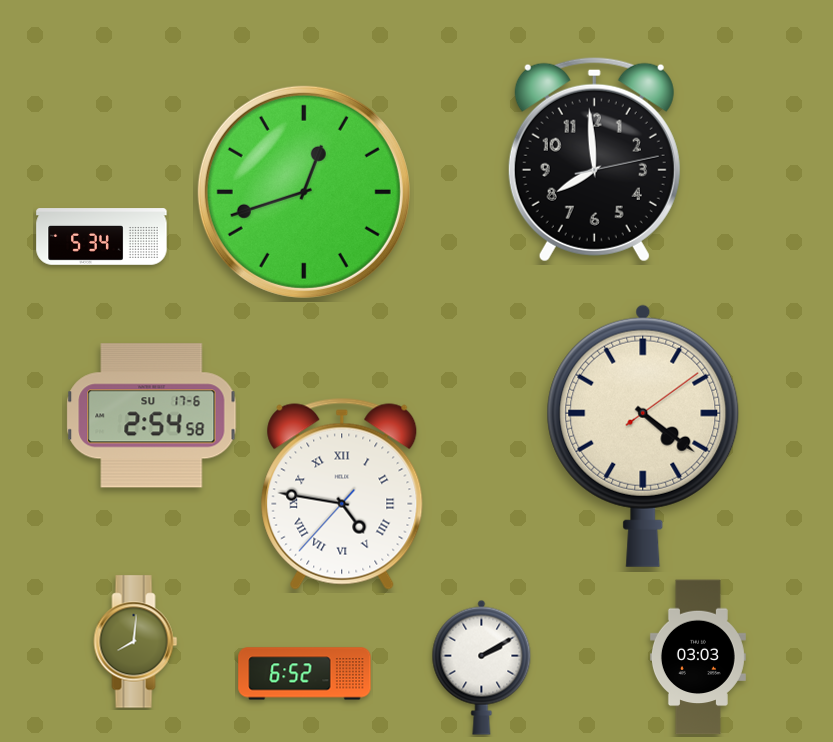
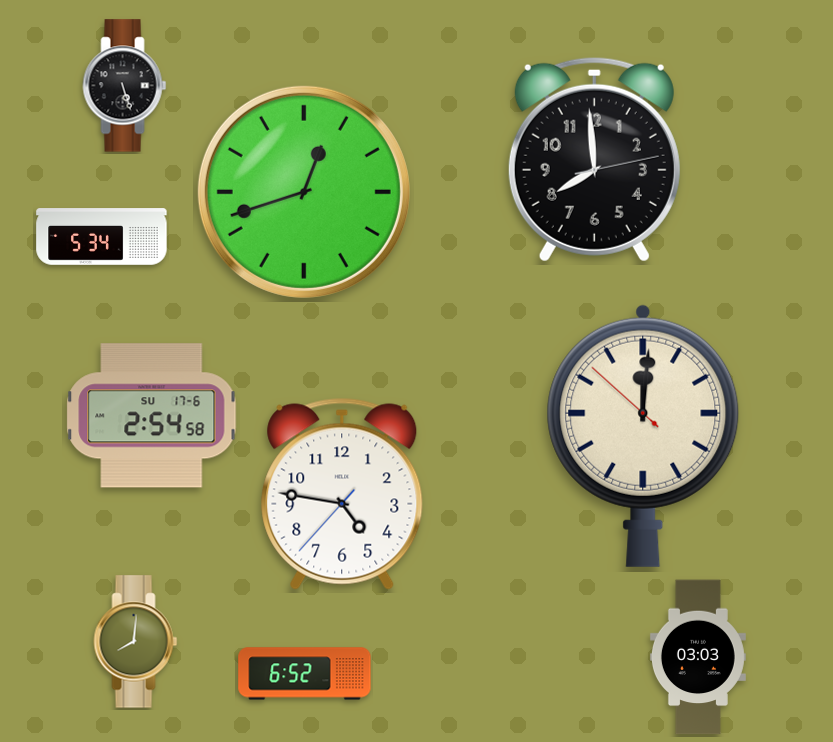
clock at (125, 86): none -> 5:27
clock at (643, 436): 4:21 -> 12:00
clock at (342, 494) numerals: Roman -> Arabic
clock at (482, 667): 2:10 -> none
